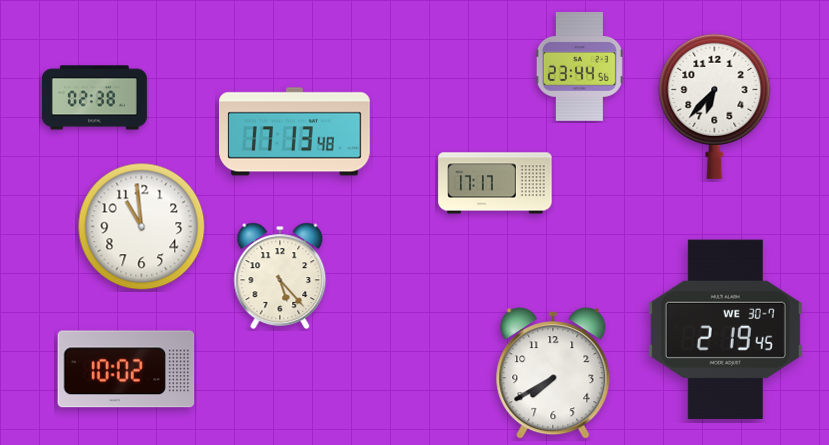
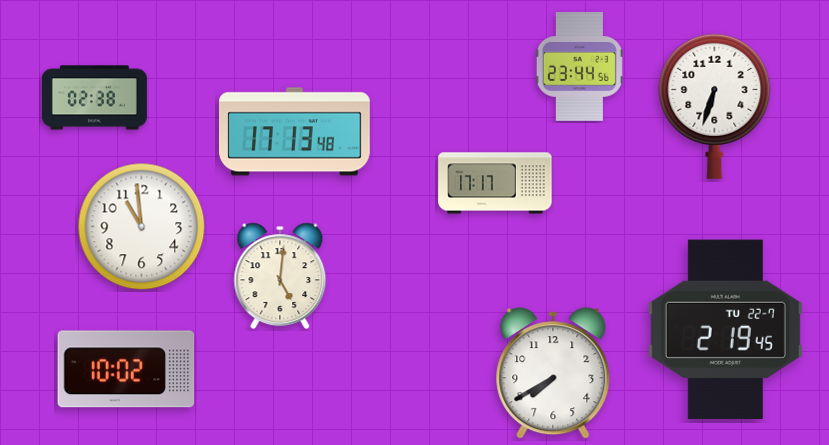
clock at (715, 106): 6:37 -> 6:33
clock at (280, 276): 5:23 -> 5:01
clock at (725, 329) date: WE 30-7 -> TU 22-7
